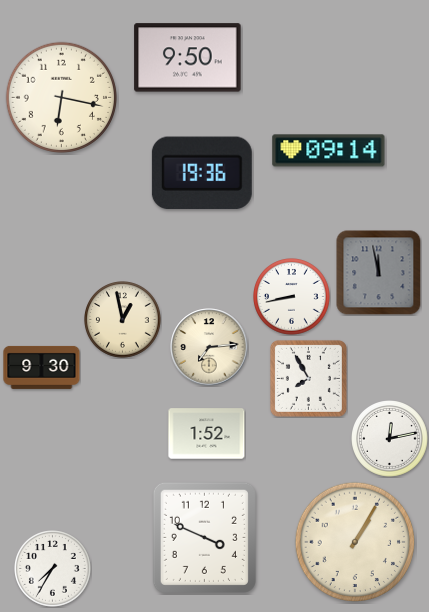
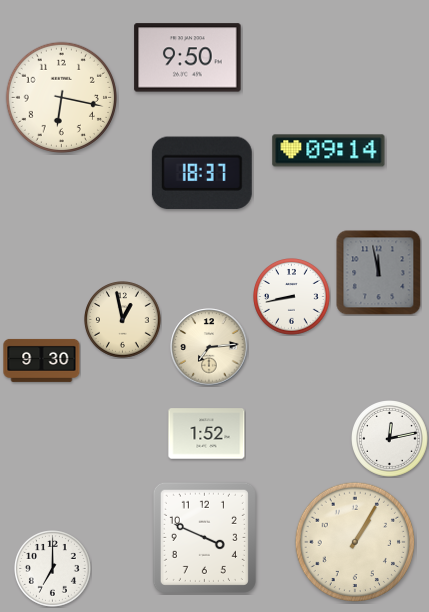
clock at (202, 173): 19:36 -> 18:37
clock at (42, 367) position: (42, 367) -> (42, 360)
clock at (308, 378): 7:55 -> none
clock at (53, 569): 7:35 -> 7:00
